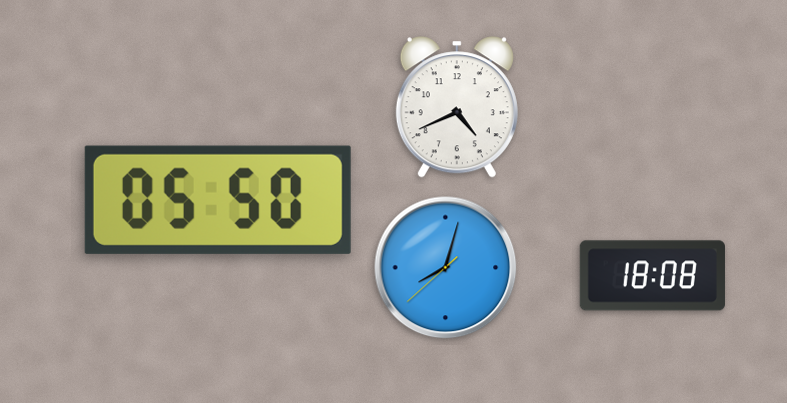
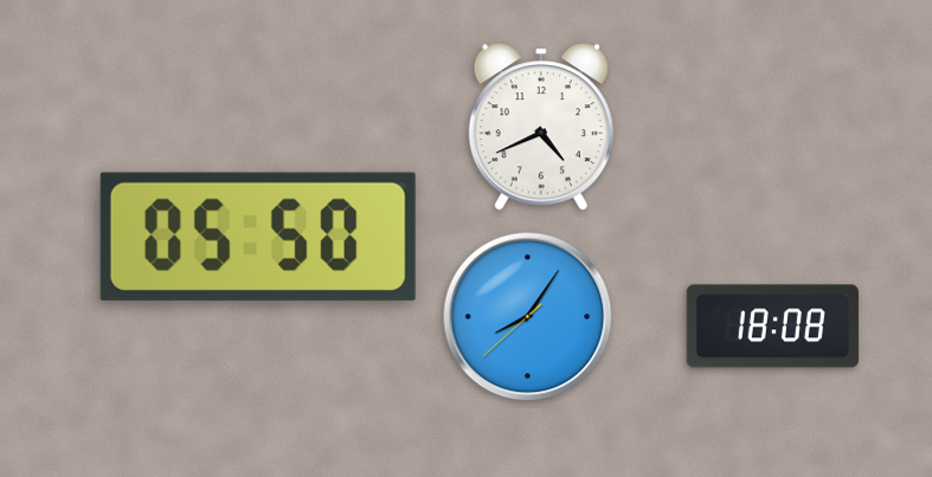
clock at (446, 268): 8:02 -> 8:05
